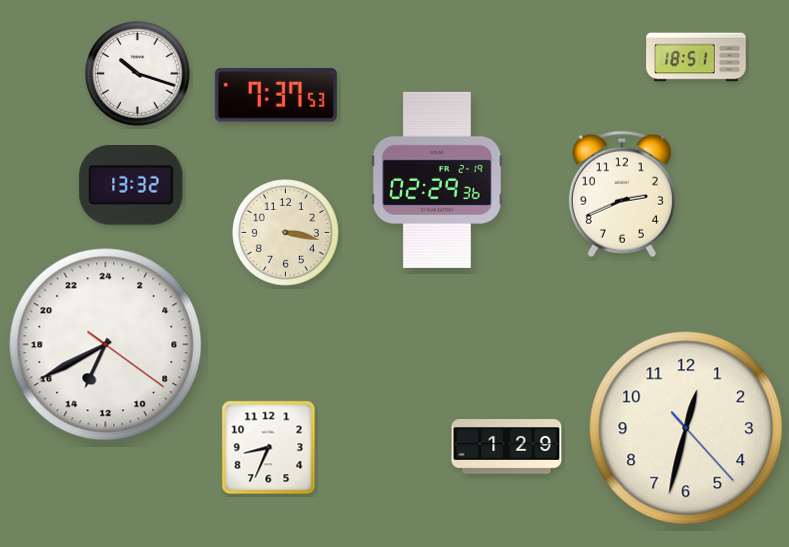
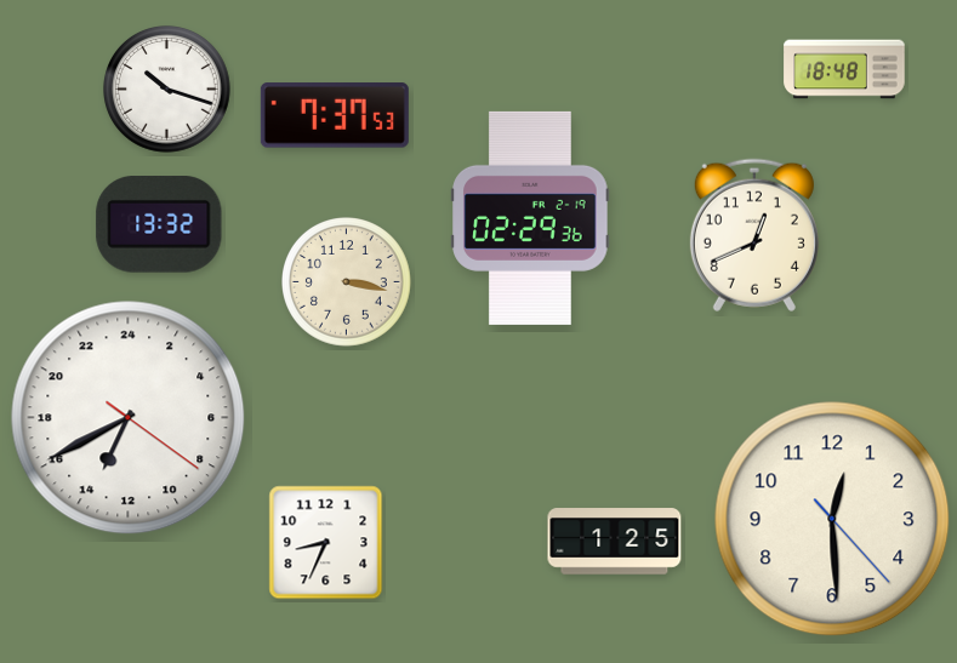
clock at (696, 57): 18:51 -> 18:48
clock at (622, 194): 2:41 -> 12:41
clock at (686, 428): 12:32 -> 12:29
clock at (507, 447): 1:29 -> 1:25
